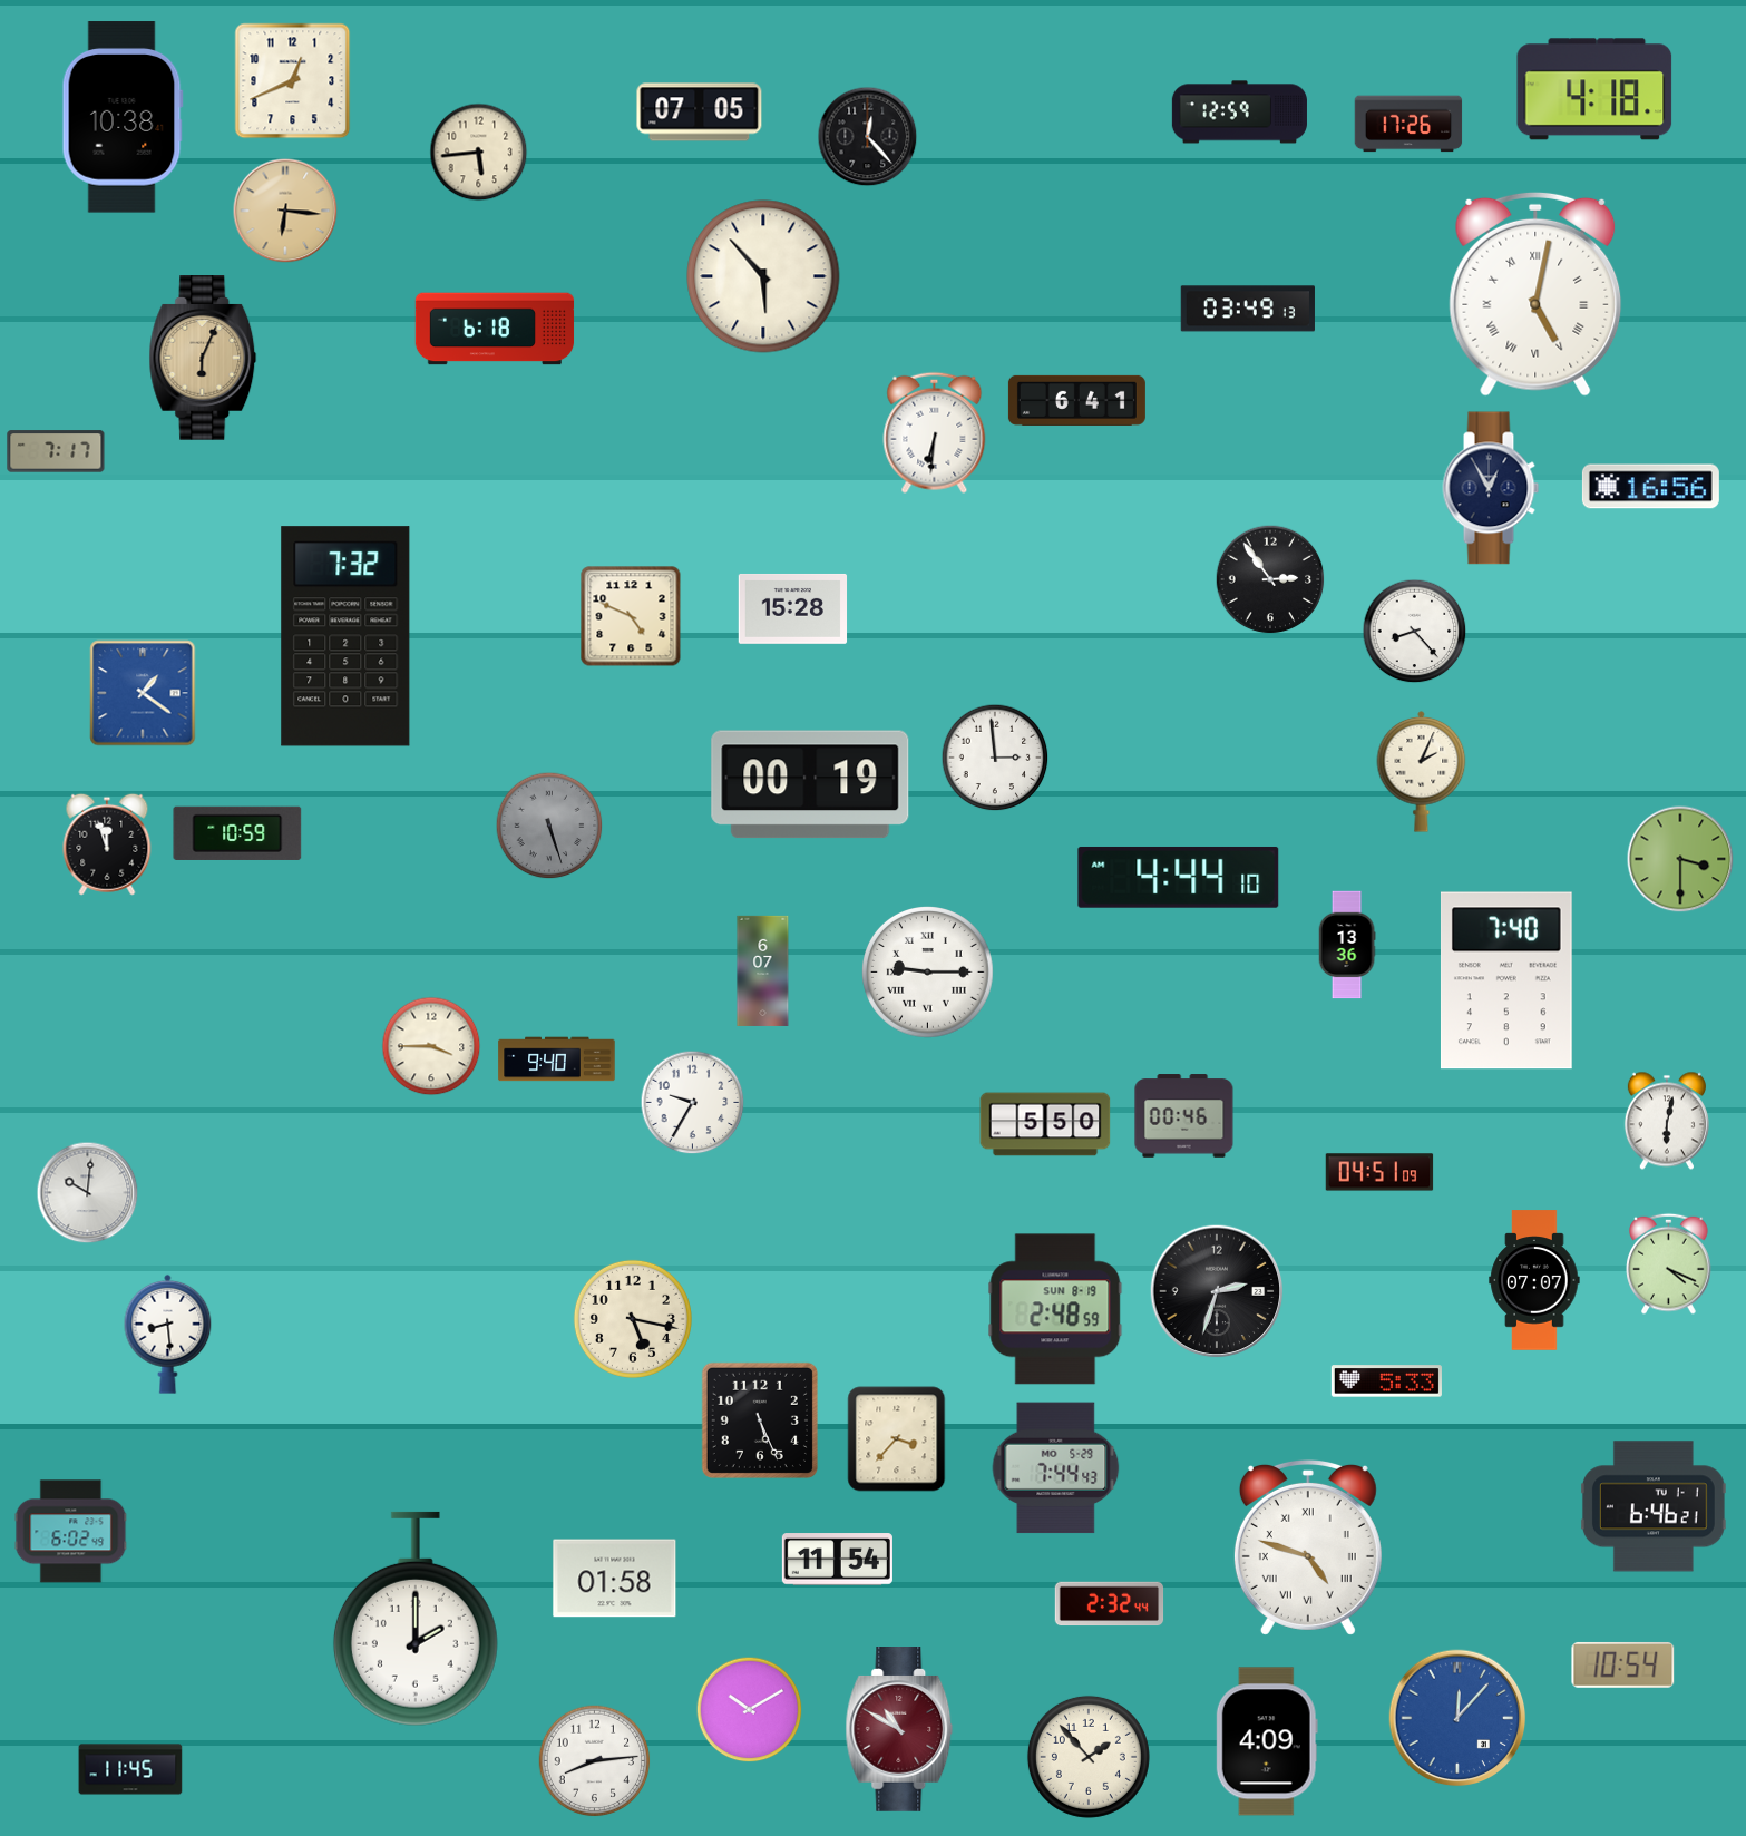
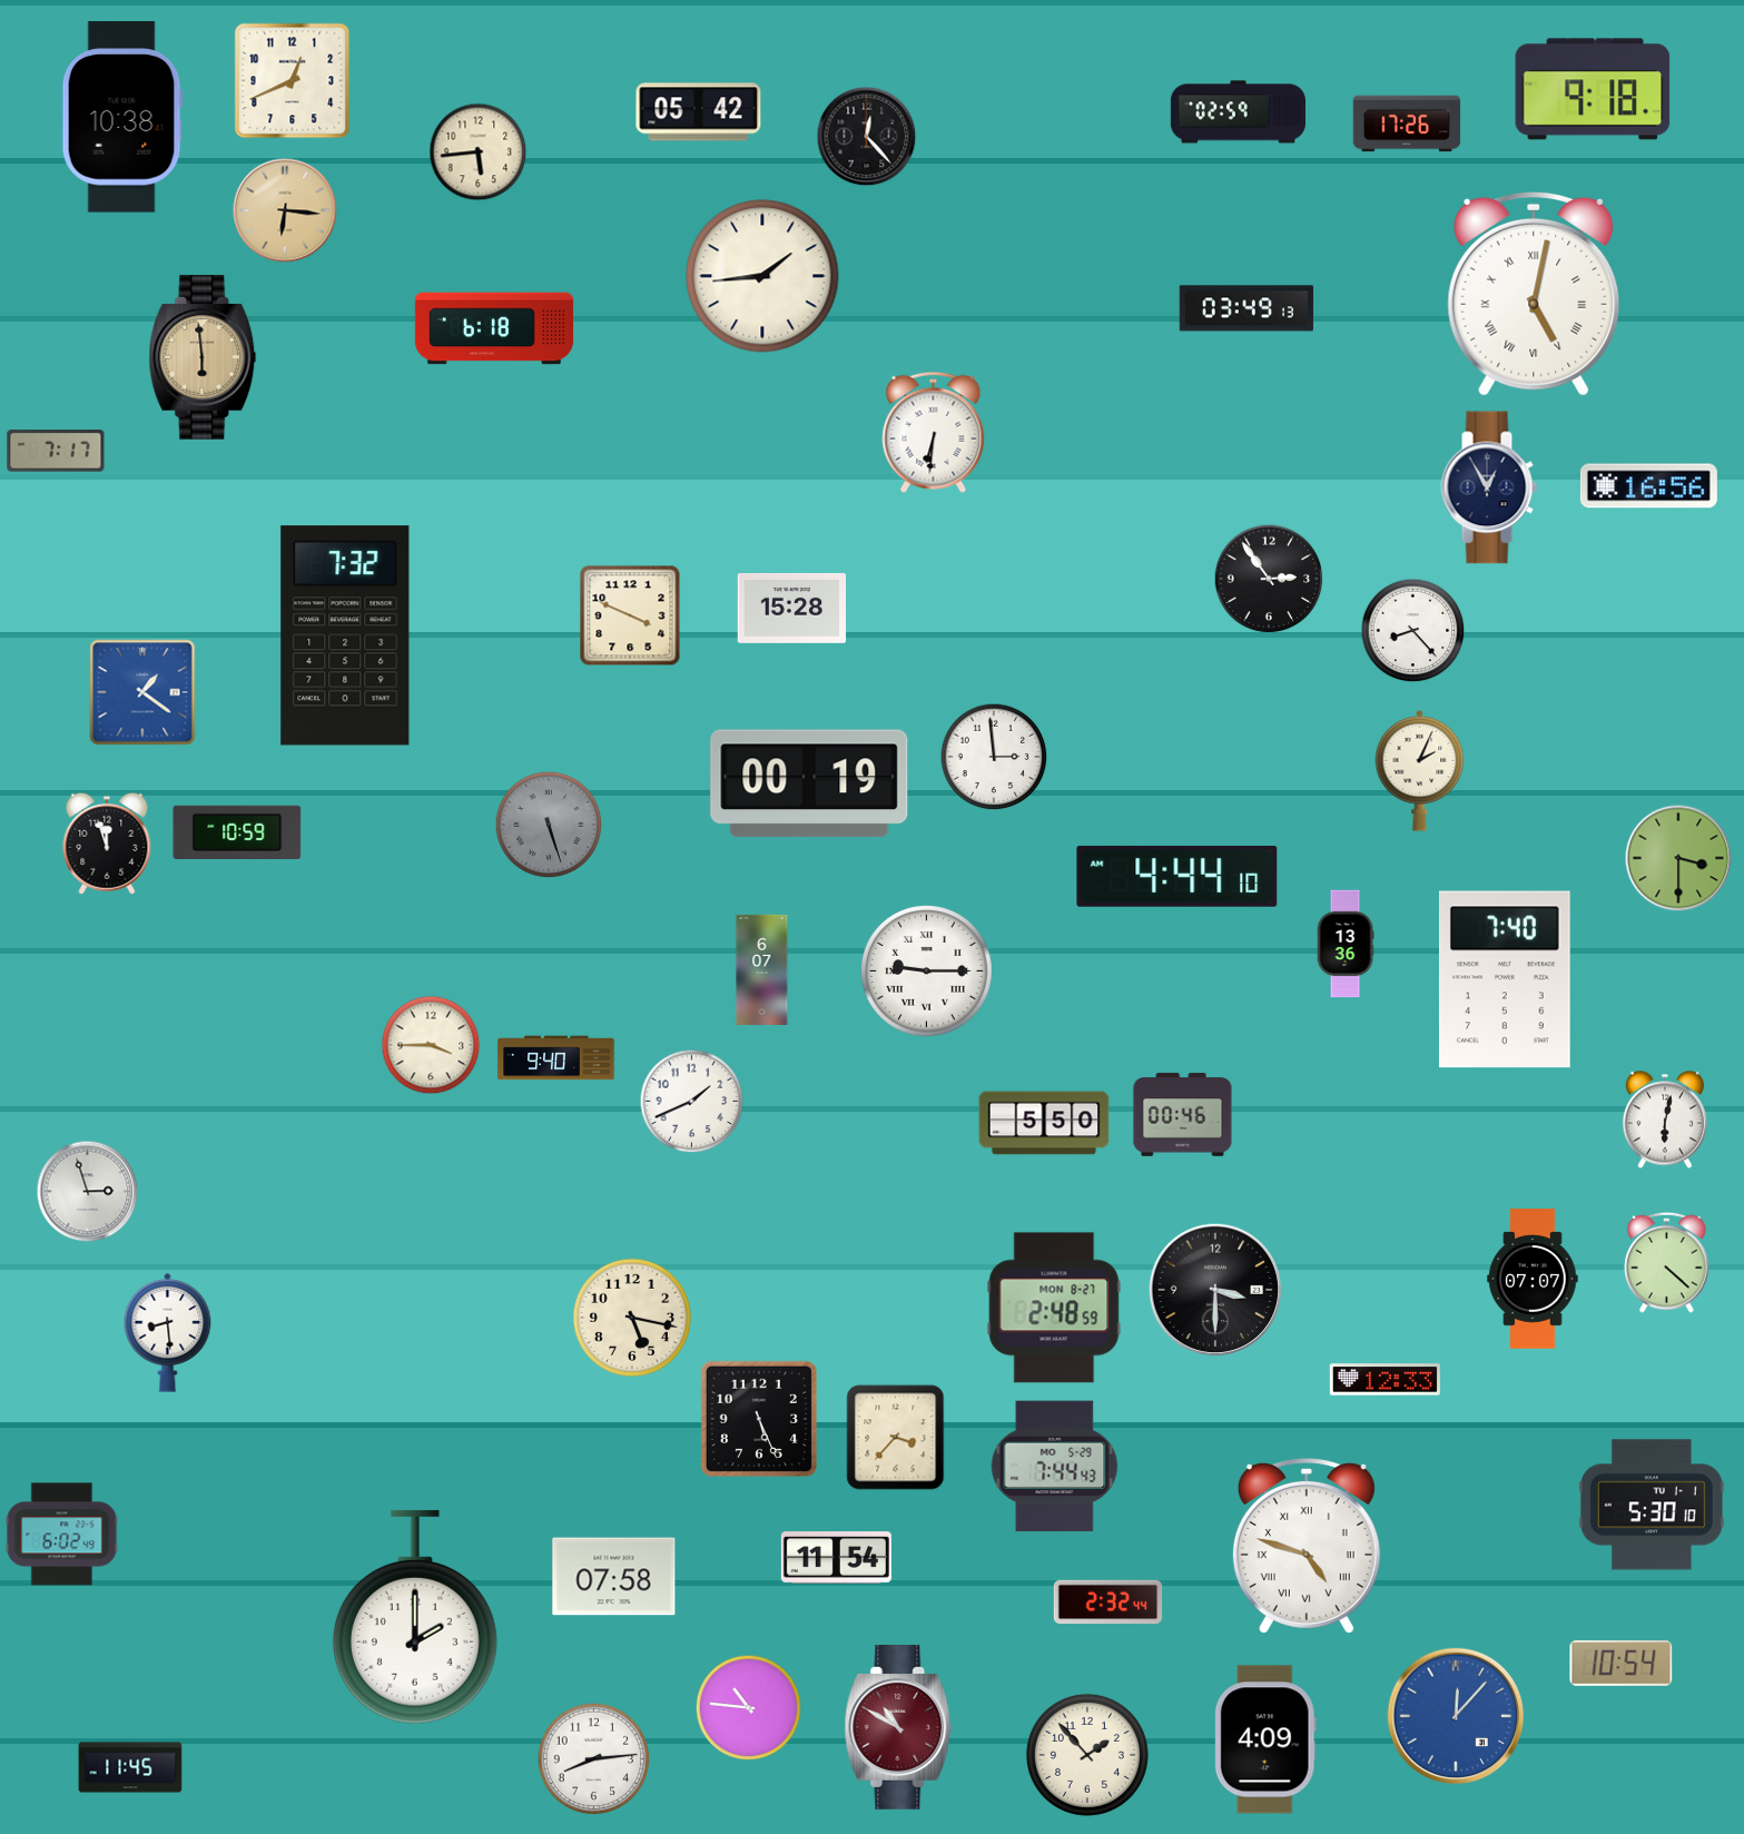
clock at (1594, 89): 4:18 -> 9:18
clock at (700, 113): 07:05 -> 05:42
clock at (1239, 113): 12:59 -> 02:59
clock at (763, 276): 5:53 -> 1:44
clock at (203, 359): 6:04 -> 5:59
clock at (1076, 400): 6:41 -> none
clock at (631, 616): 4:49 -> 3:49
clock at (693, 1103): 9:35 -> 1:41
clock at (1379, 1172): 04:51 -> none
clock at (88, 1193): 10:01 -> 2:57
clock at (1669, 1263): 4:19 -> 4:22
clock at (1217, 1291): 2:33 -> 3:30
clock at (1055, 1309) date: SUN 8-19 -> MON 8-27
clock at (1386, 1381): 5:33 -> 12:33
clock at (1654, 1506): 6:46 -> 5:30
clock at (71, 1532) position: (71, 1532) -> (62, 1535)
clock at (615, 1579): 01:58 -> 07:58
clock at (750, 1710): 10:10 -> 10:46
